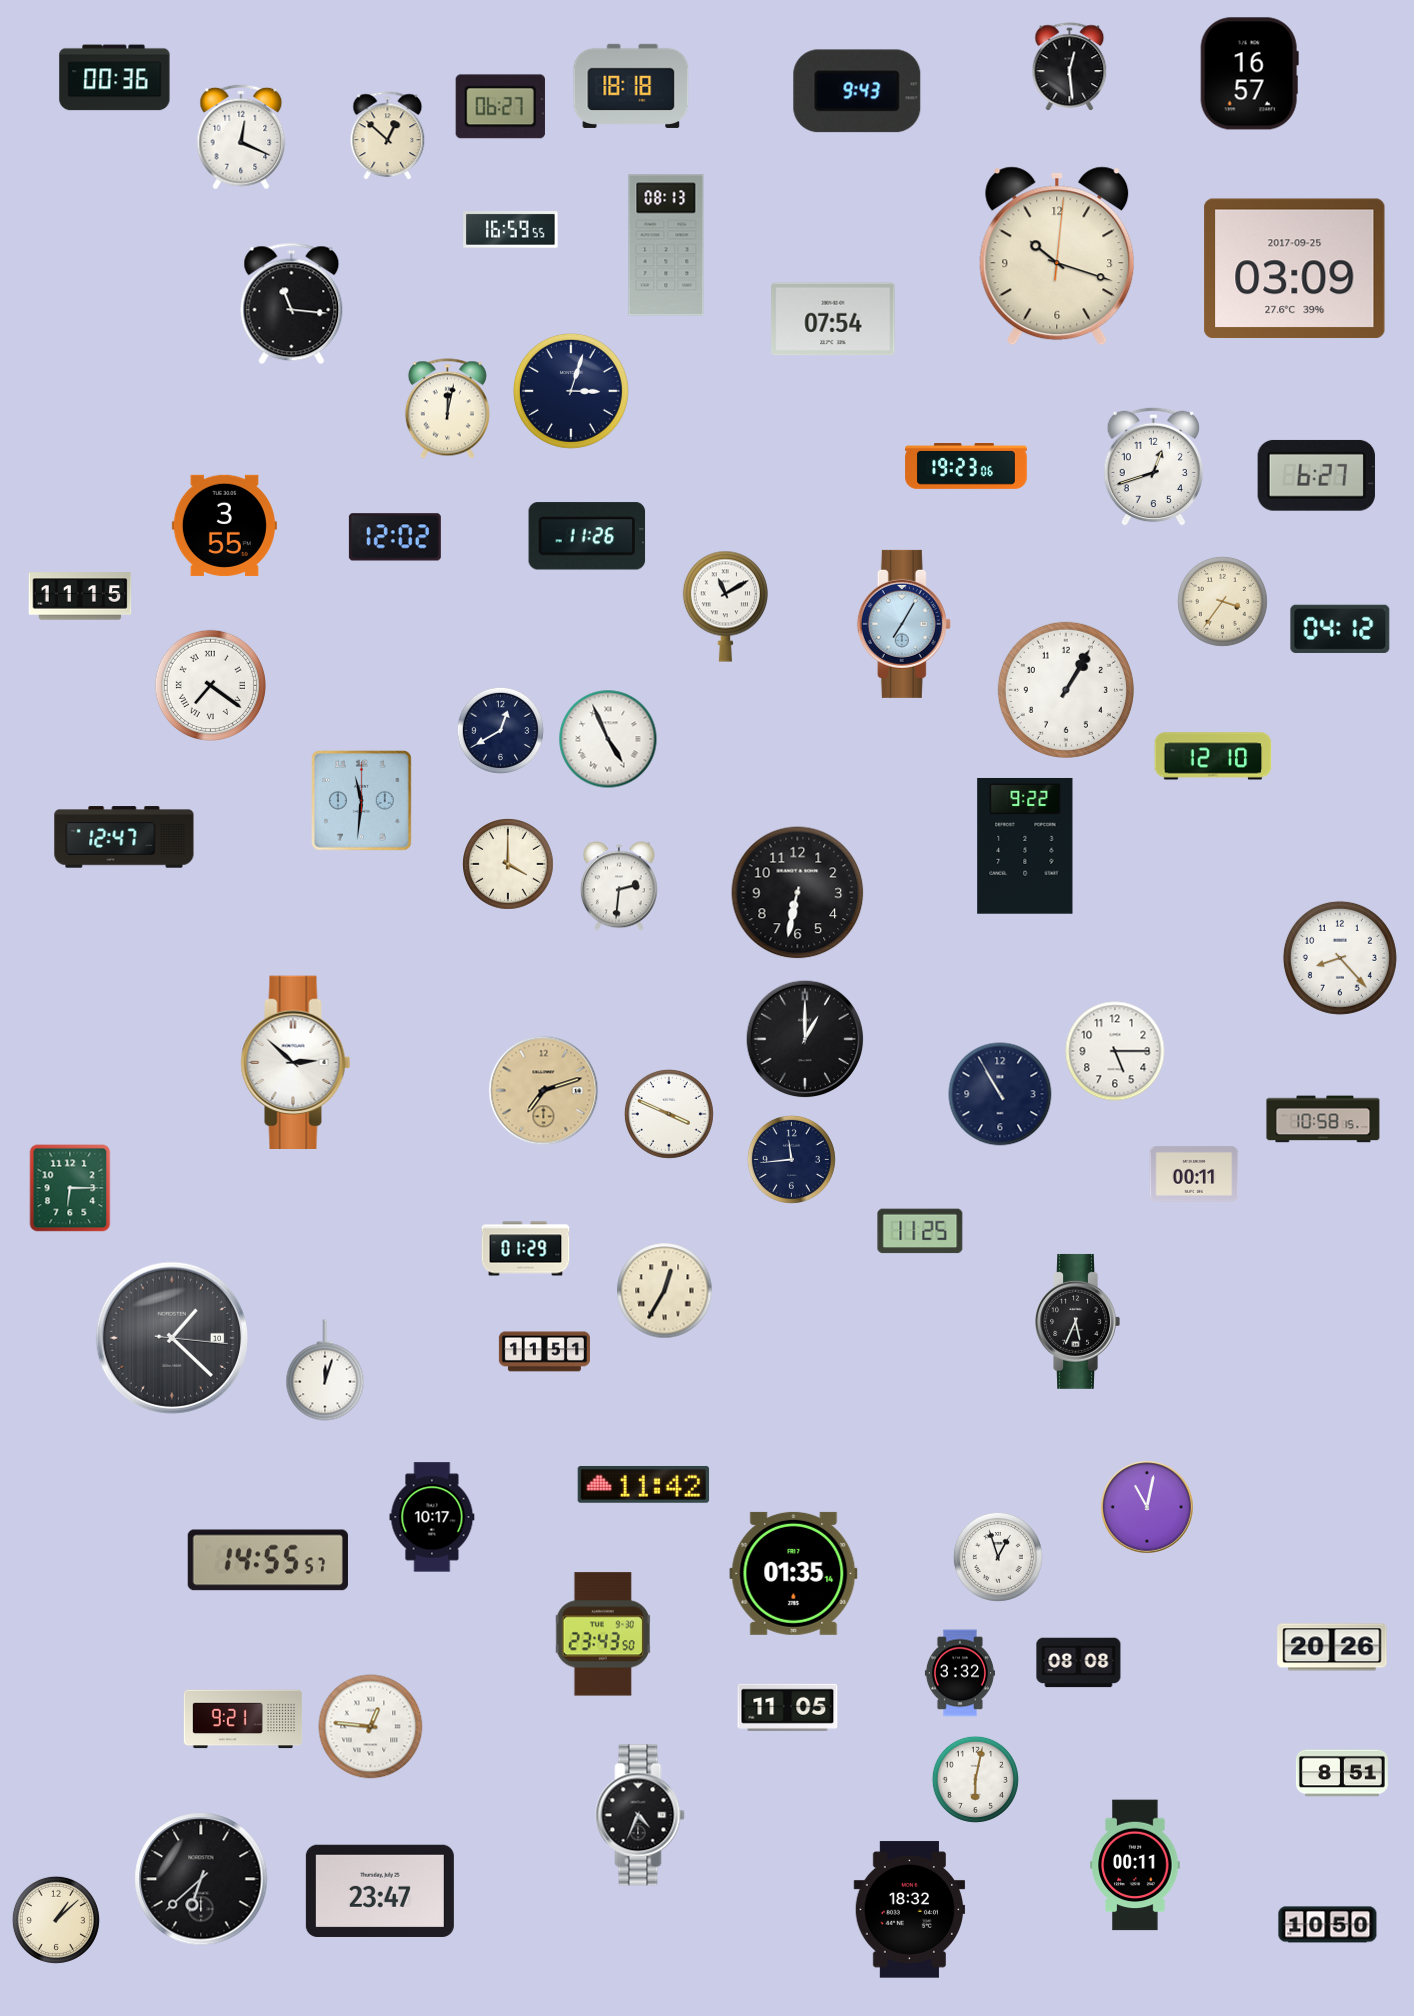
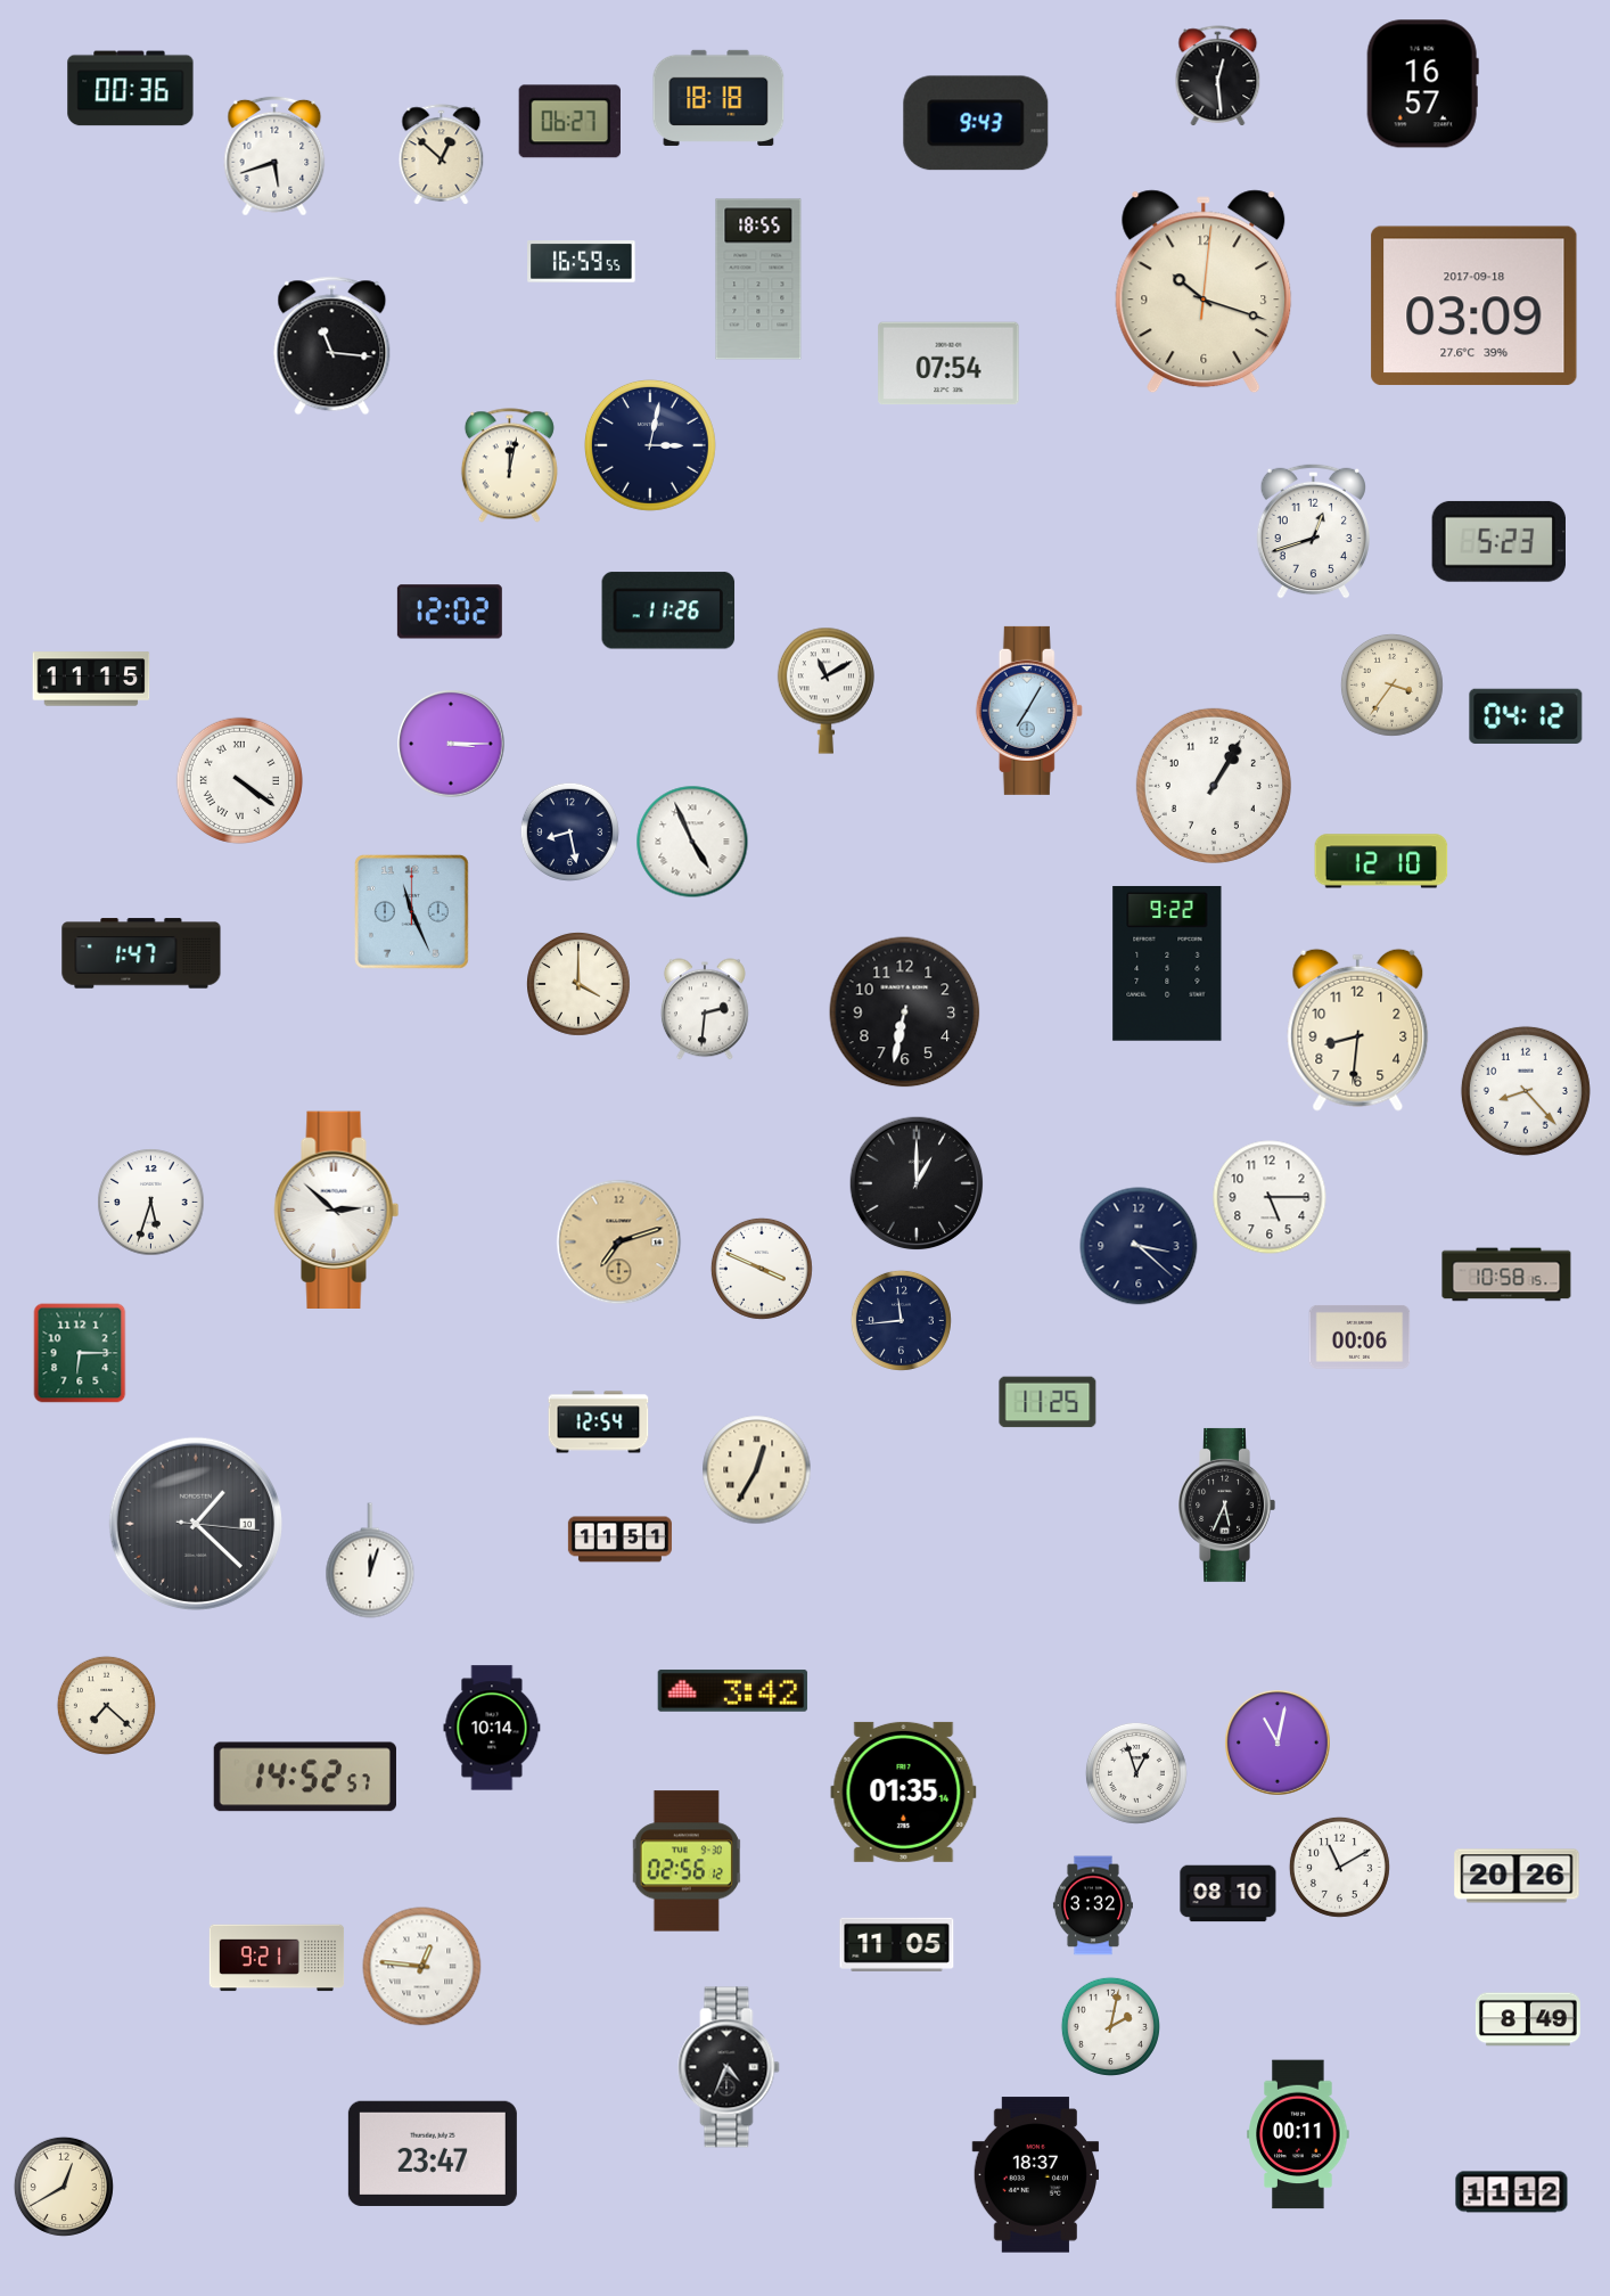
clock at (857, 91) position: (857, 91) -> (976, 123)
clock at (241, 137): 12:19 -> 5:42
clock at (666, 245): 08:13 -> 18:55
clock at (1295, 269) date: 2017-09-25 -> 2017-09-18
clock at (571, 391): 3:03 -> 3:02
clock at (966, 467): 19:23 -> none
clock at (1316, 475): 6:27 -> 5:23
clock at (224, 525): 3:55 -> none
clock at (451, 744): none -> 3:15
clock at (210, 685): 7:21 -> 4:21
clock at (500, 730): 12:40 -> 8:28
clock at (362, 801): 11:31 -> 11:26
clock at (124, 837): 12:47 -> 1:47
clock at (798, 893) position: (798, 893) -> (905, 1012)
clock at (1358, 1030): none -> 8:31
clock at (151, 1203): none -> 5:33
clock at (1000, 1094): 10:55 -> 3:22
clock at (1194, 1174): 00:11 -> 00:06
clock at (526, 1249): 01:29 -> 12:54
clock at (644, 1484): 11:42 -> 3:42
clock at (106, 1705): none -> 7:22
clock at (1147, 1507) position: (1147, 1507) -> (1278, 1742)
clock at (432, 1517): 10:17 -> 10:14
clock at (268, 1560): 14:55 -> 14:52
clock at (603, 1634): 23:43 -> 02:56
clock at (1339, 1867): none -> 11:10
clock at (1079, 1663): 08:08 -> 08:10
clock at (1342, 1773): 8:51 -> 8:49
clock at (975, 1779): 6:02 -> 2:02
clock at (1135, 1865) position: (1135, 1865) -> (1298, 2134)
clock at (201, 1879): 6:38 -> none
clock at (910, 1910): 18:32 -> 18:37
clock at (56, 1920): 1:08 -> 12:40
clock at (1328, 1925): 10:50 -> 11:12
